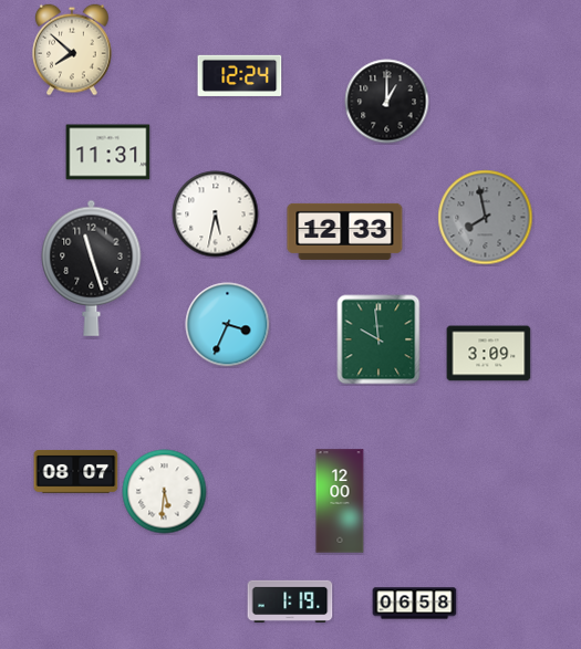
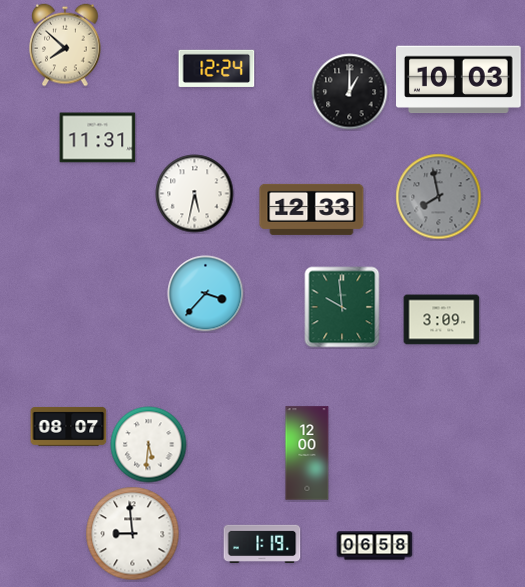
clock at (459, 80): none -> 10:03
clock at (92, 268): 11:27 -> none
clock at (228, 325): 3:34 -> 3:37
clock at (133, 534): none -> 8:59
